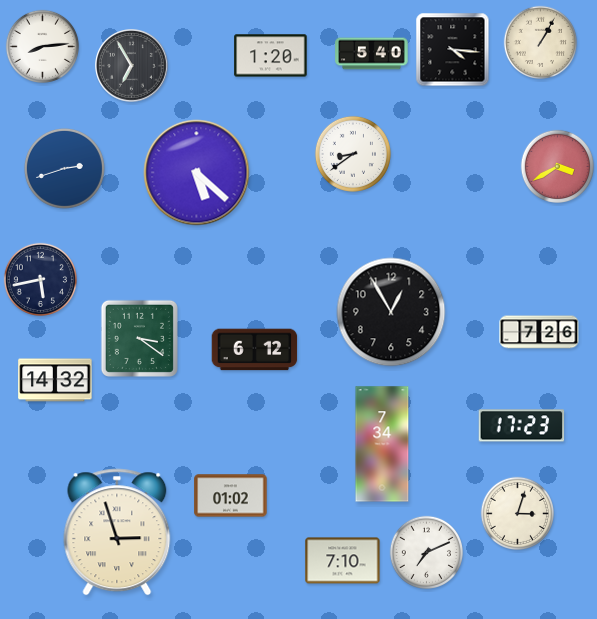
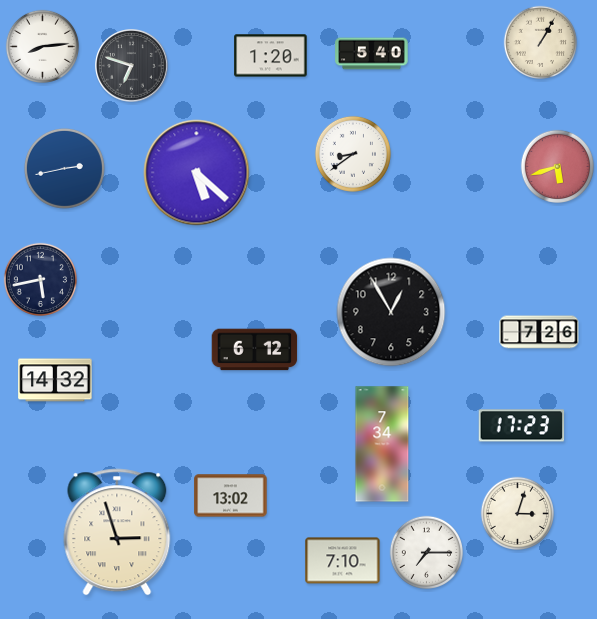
clock at (453, 50): 4:16 -> none
clock at (132, 66): 6:55 -> 6:48
clock at (557, 166): 3:40 -> 5:42
clock at (64, 168): 2:42 -> 2:43
clock at (139, 338): 3:21 -> none
clock at (231, 496): 01:02 -> 13:02
clock at (426, 552): 7:11 -> 7:15
